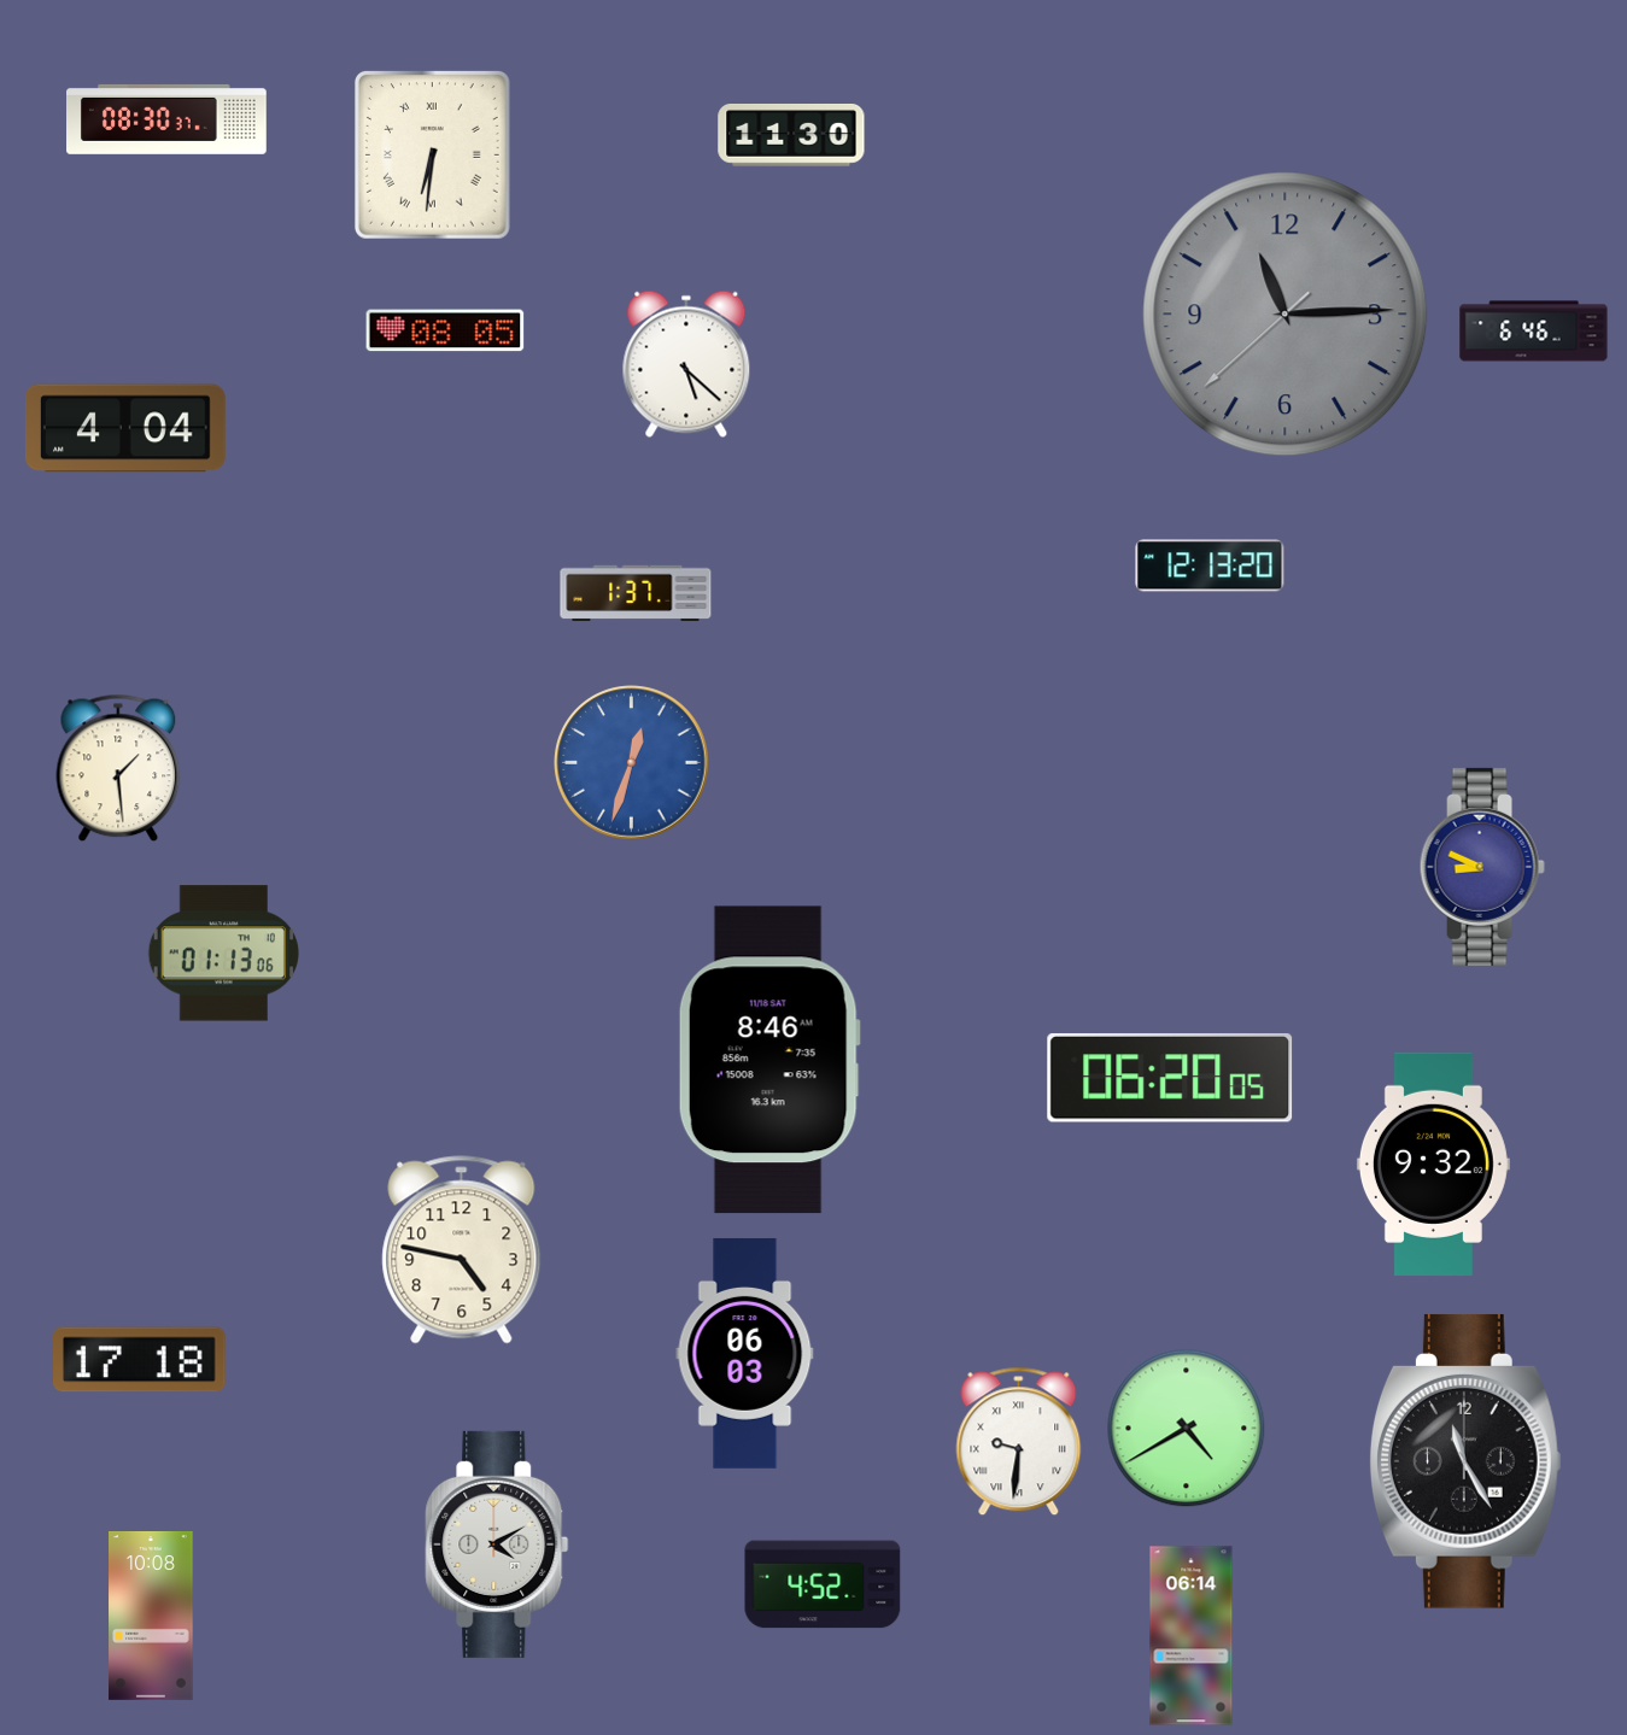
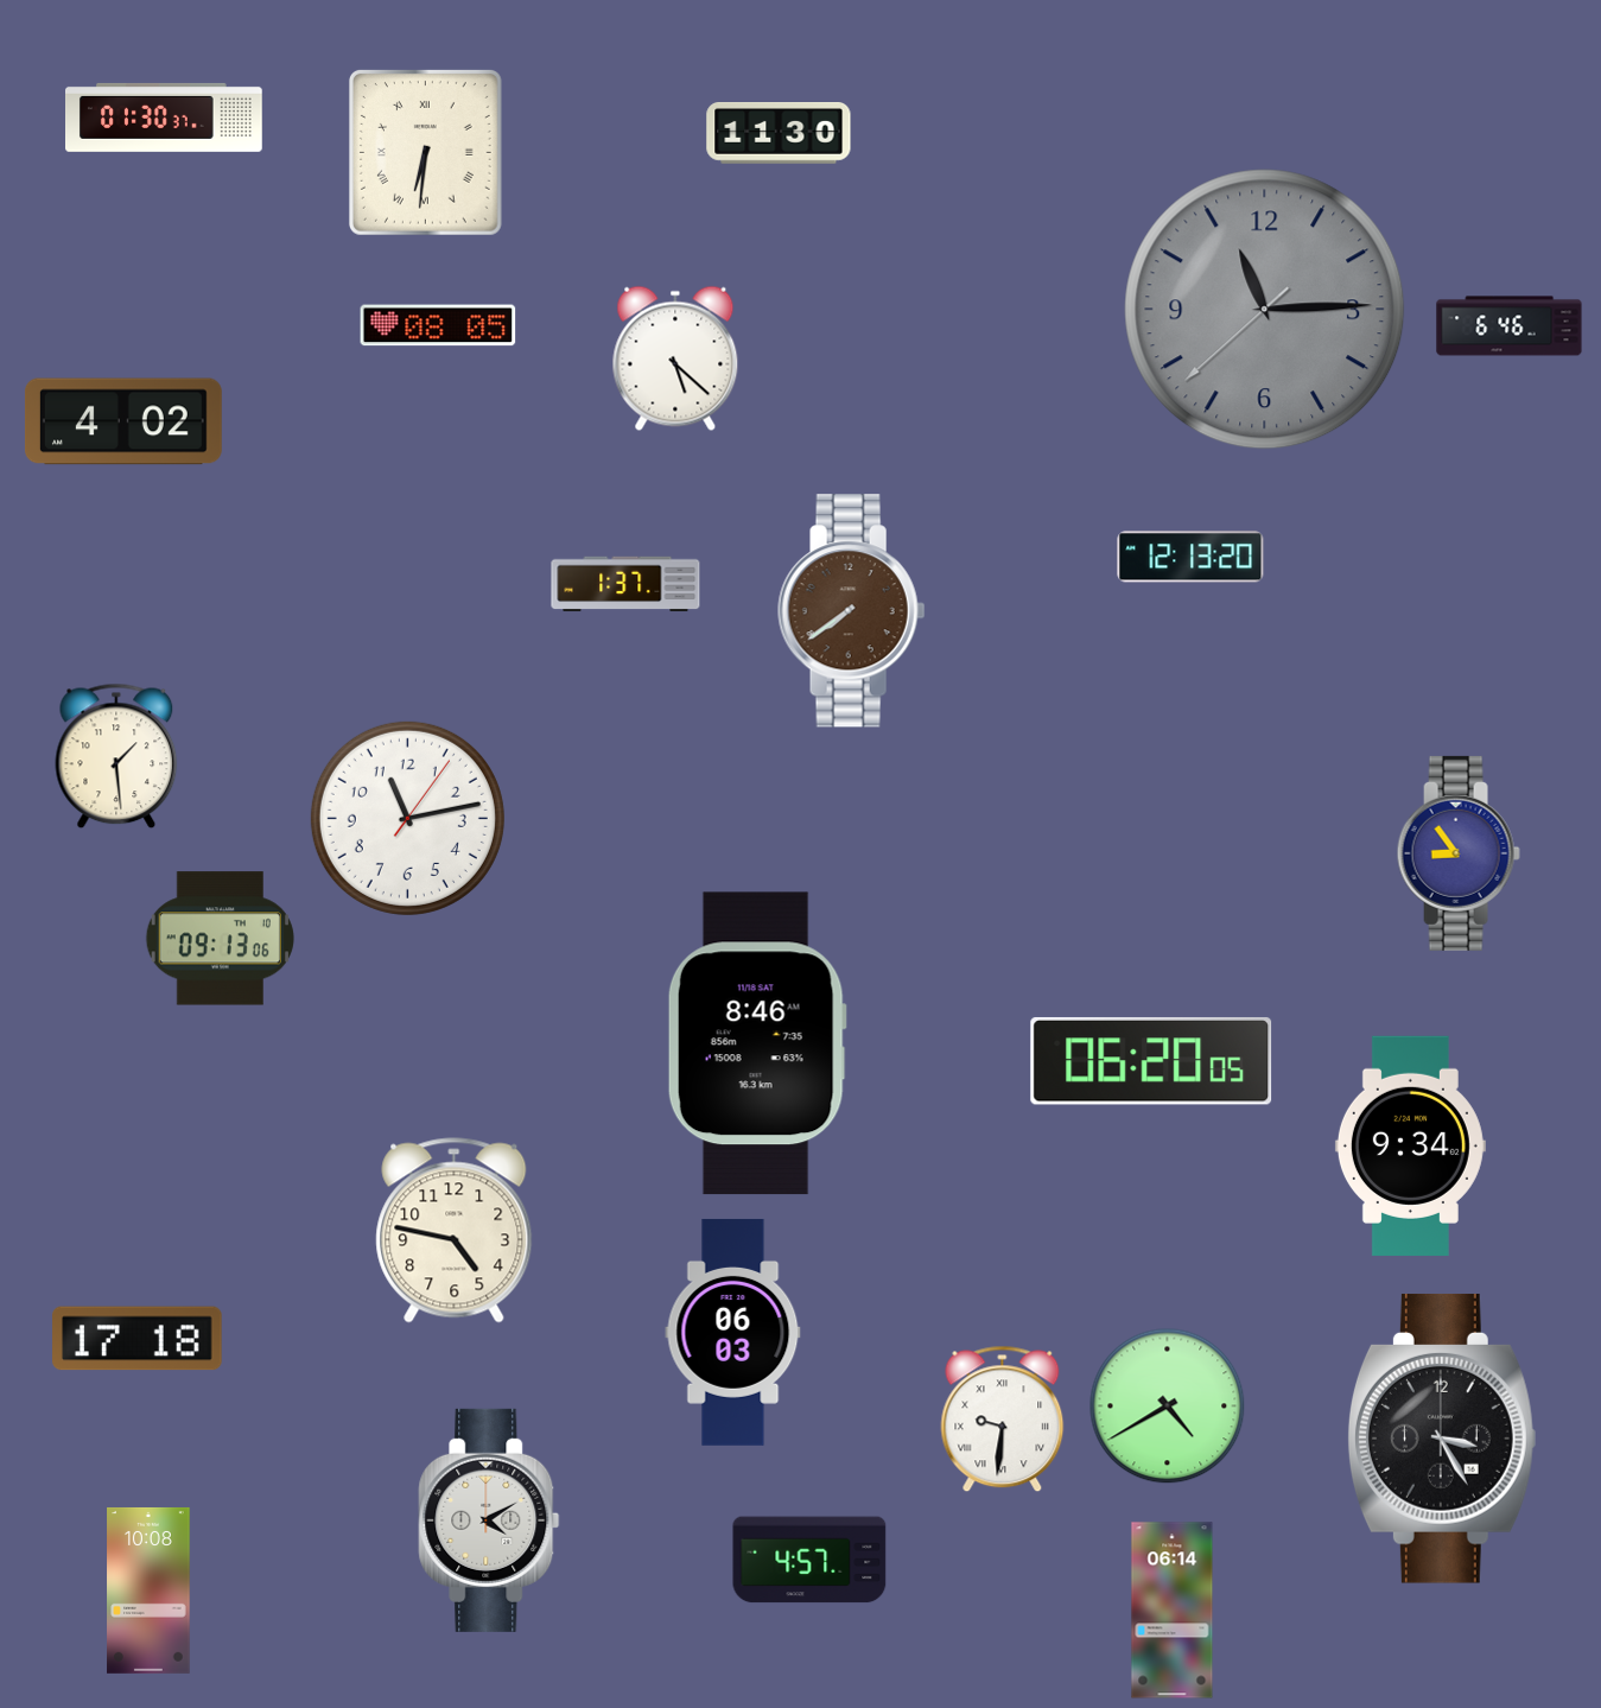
clock at (168, 119): 08:30 -> 01:30
clock at (125, 428): 4:04 -> 4:02
clock at (852, 611): none -> 7:39
clock at (632, 763): 12:33 -> none
clock at (407, 818): none -> 11:13
clock at (1482, 867): 8:49 -> 8:54
clock at (223, 954): 01:13 -> 09:13
clock at (1433, 1163): 9:32 -> 9:34
clock at (1465, 1461): 11:25 -> 3:25
clock at (823, 1584): 4:52 -> 4:57
